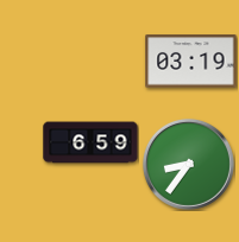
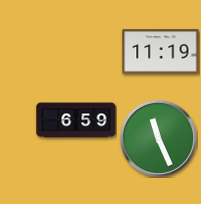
clock at (191, 62): 03:19 -> 11:19
clock at (188, 164): 8:36 -> 11:26
